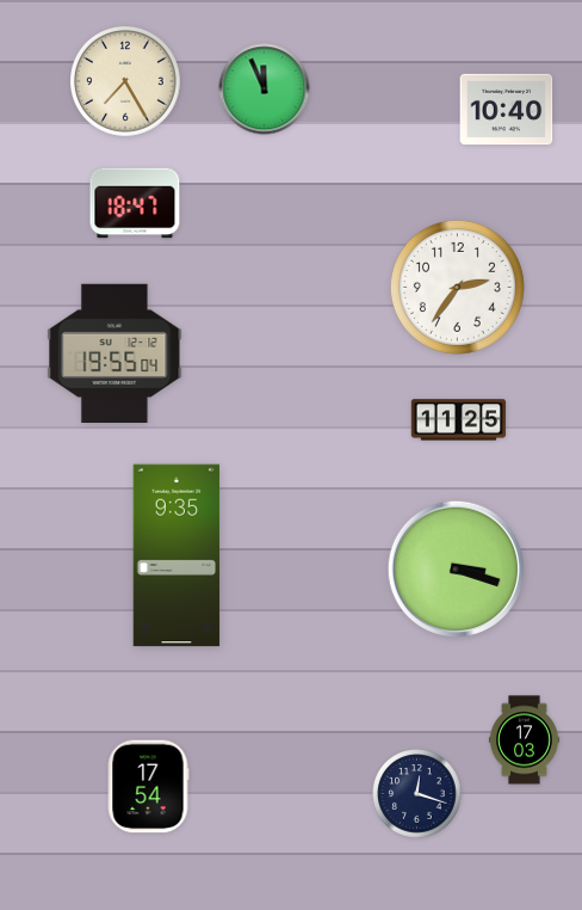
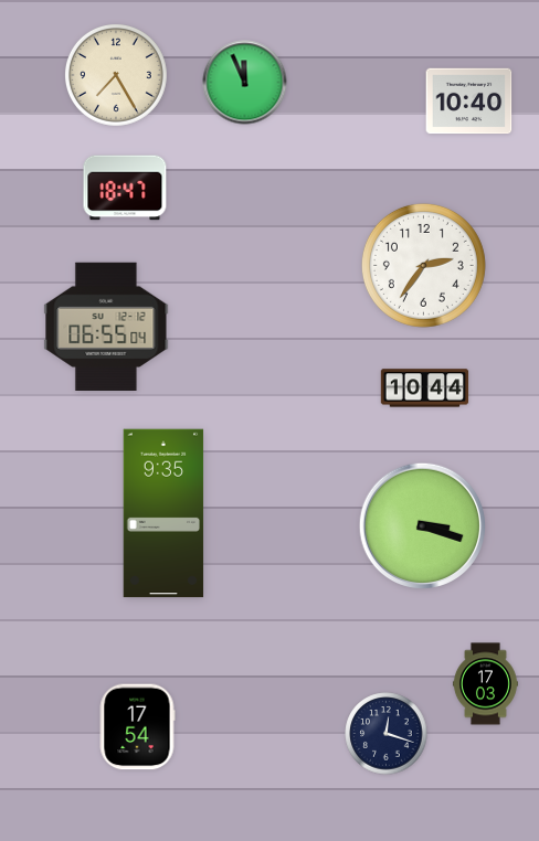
clock at (114, 352): 19:55 -> 06:55
clock at (459, 420): 11:25 -> 10:44
